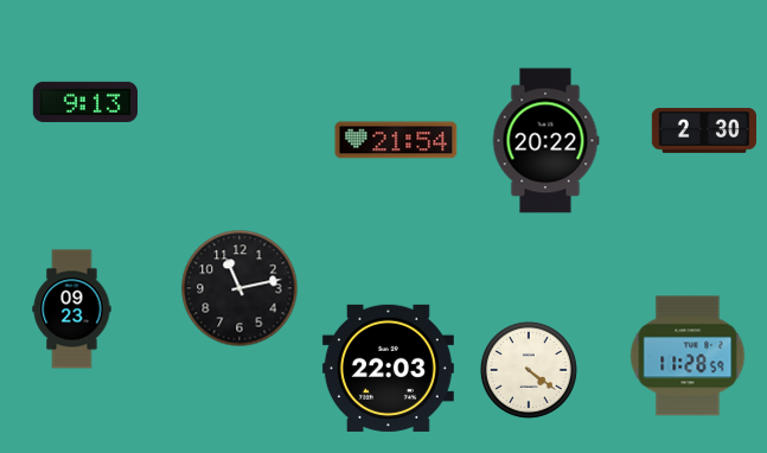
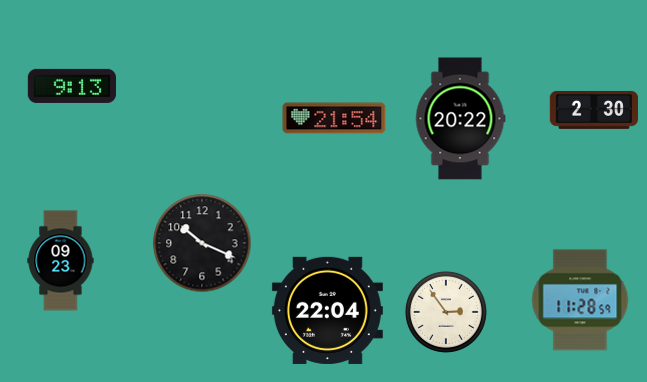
clock at (239, 288): 11:13 -> 10:19
clock at (388, 368): 22:03 -> 22:04
clock at (529, 370): 4:21 -> 2:54
